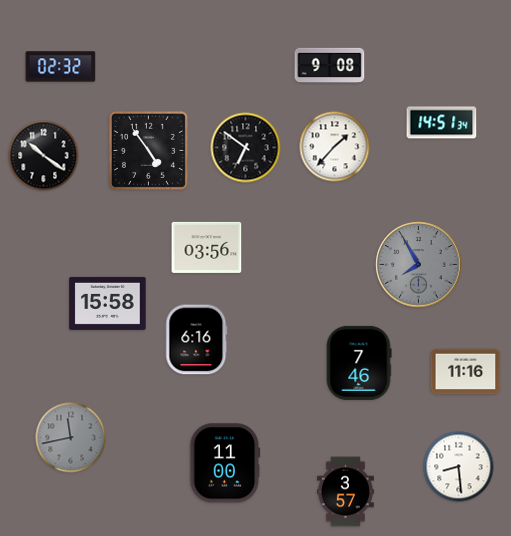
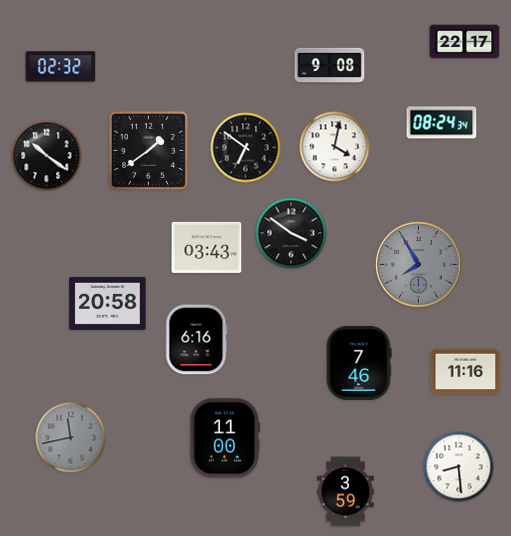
clock at (465, 42): none -> 22:17
clock at (442, 123): 14:51 -> 08:24
clock at (335, 147): 1:37 -> 4:02
clock at (148, 150): 4:54 -> 1:39
clock at (44, 156) position: (44, 156) -> (47, 156)
clock at (291, 233): none -> 3:51
clock at (207, 247): 03:56 -> 03:43
clock at (108, 303): 15:58 -> 20:58
clock at (225, 463) position: (225, 463) -> (225, 438)
clock at (345, 492): 3:57 -> 3:59
